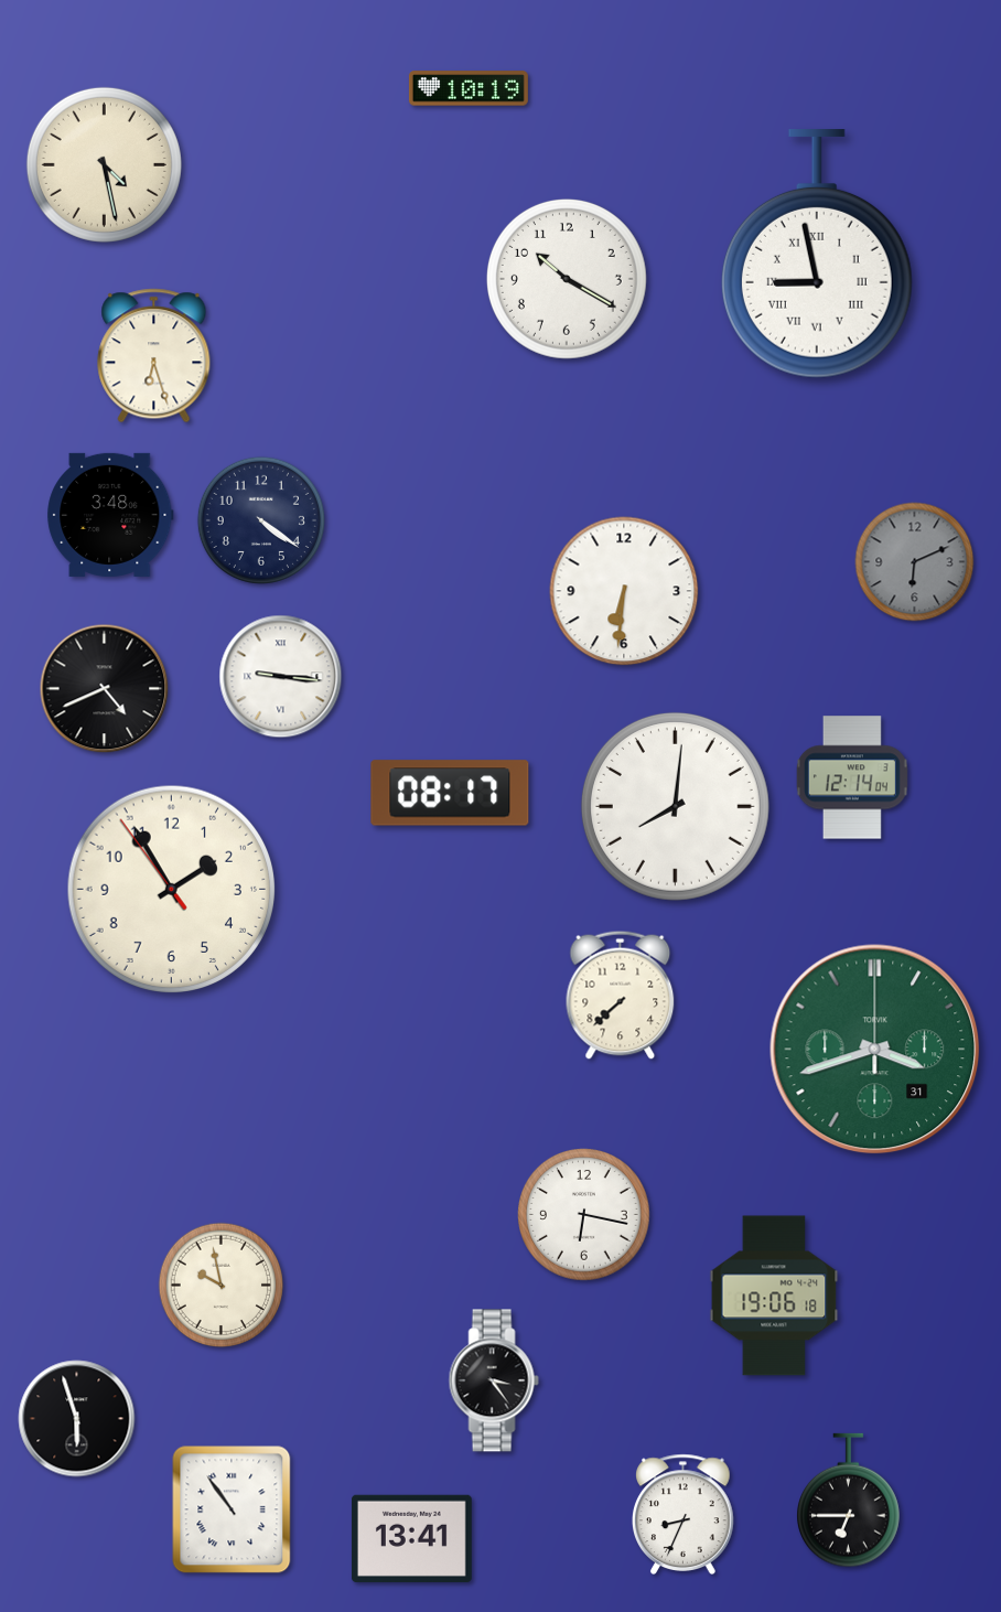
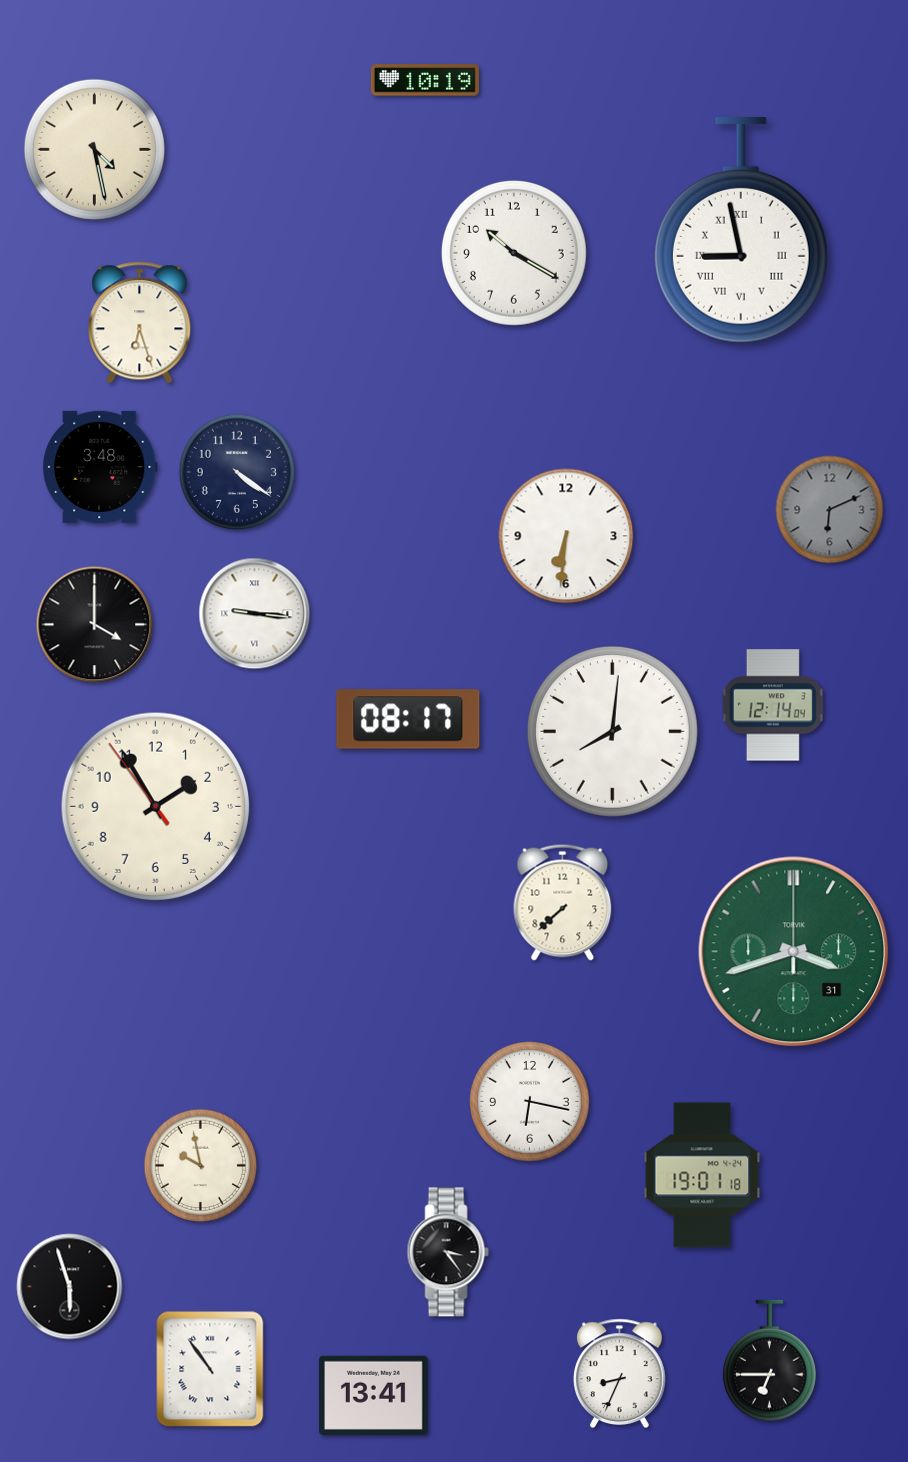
clock at (105, 689): 4:41 -> 4:00
clock at (774, 1296): 19:06 -> 19:01
